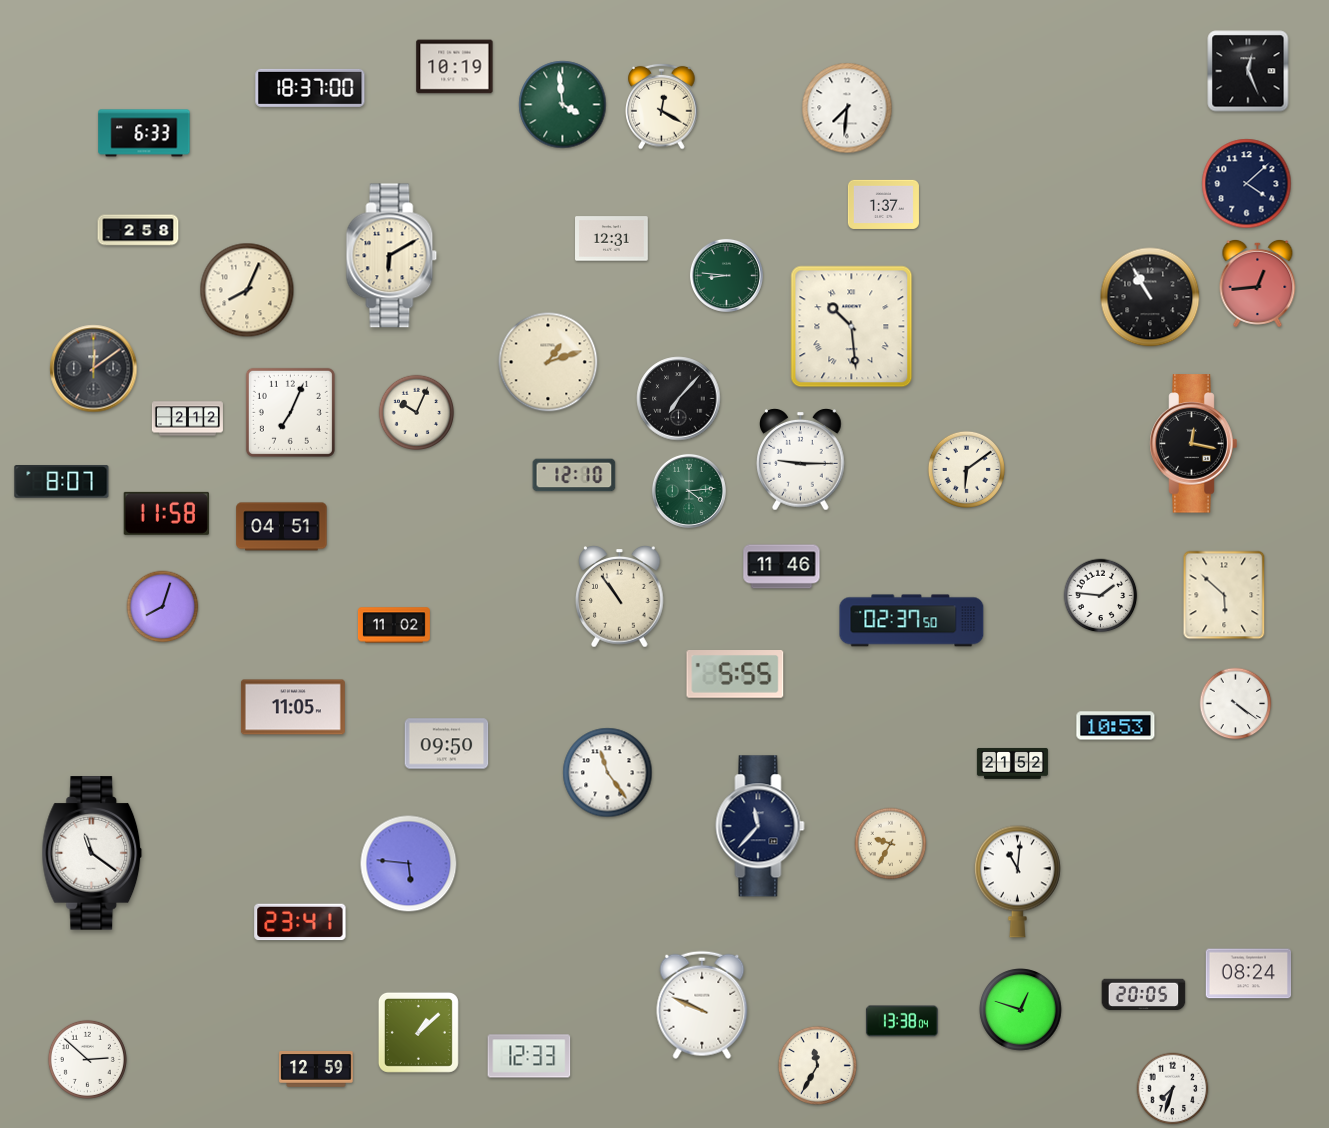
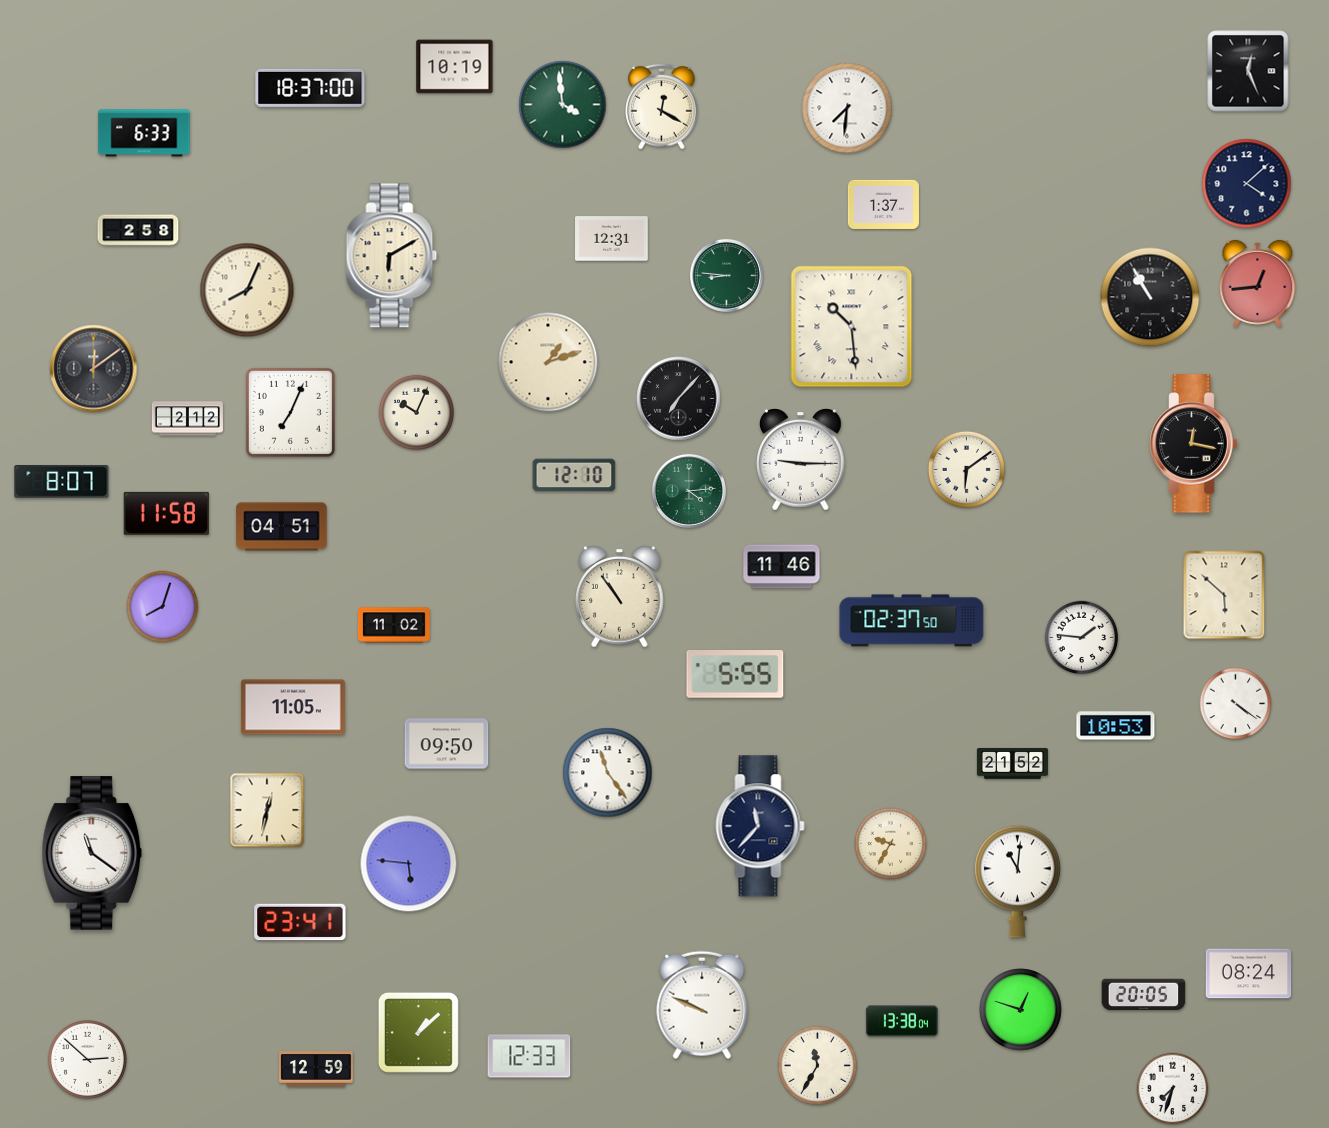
clock at (1101, 596) position: (1101, 596) -> (1082, 638)
clock at (267, 810): none -> 12:32
